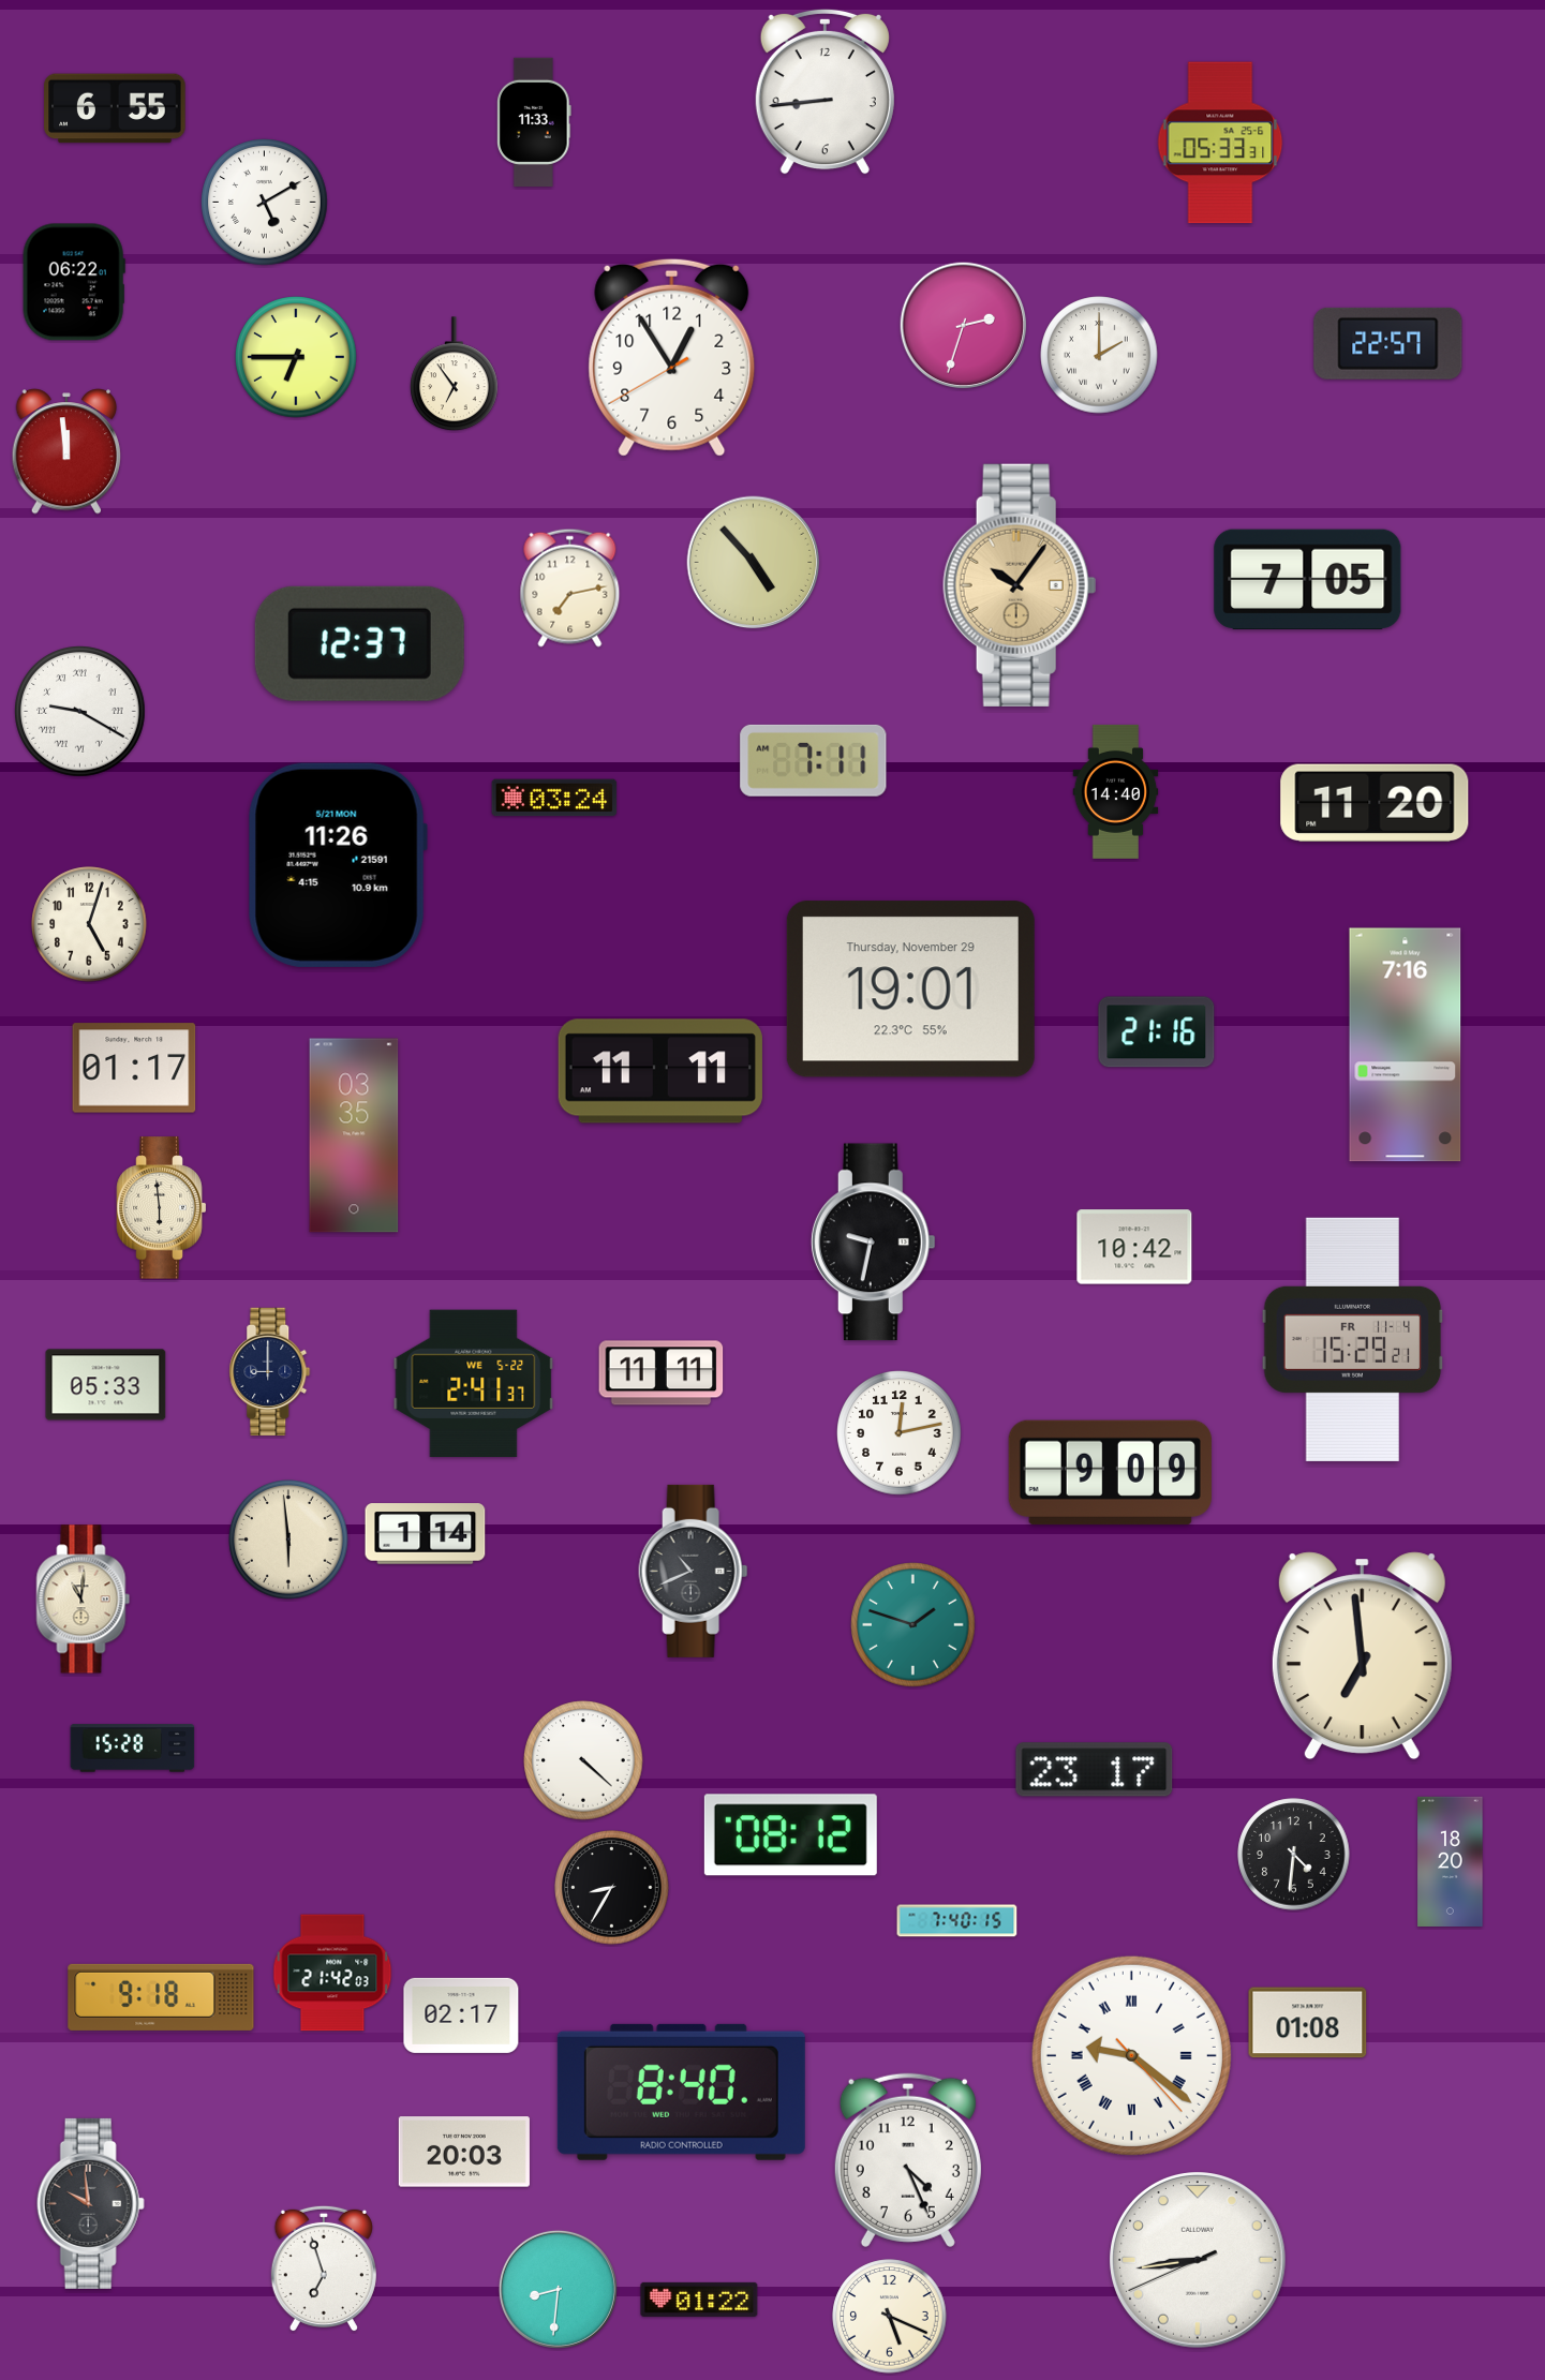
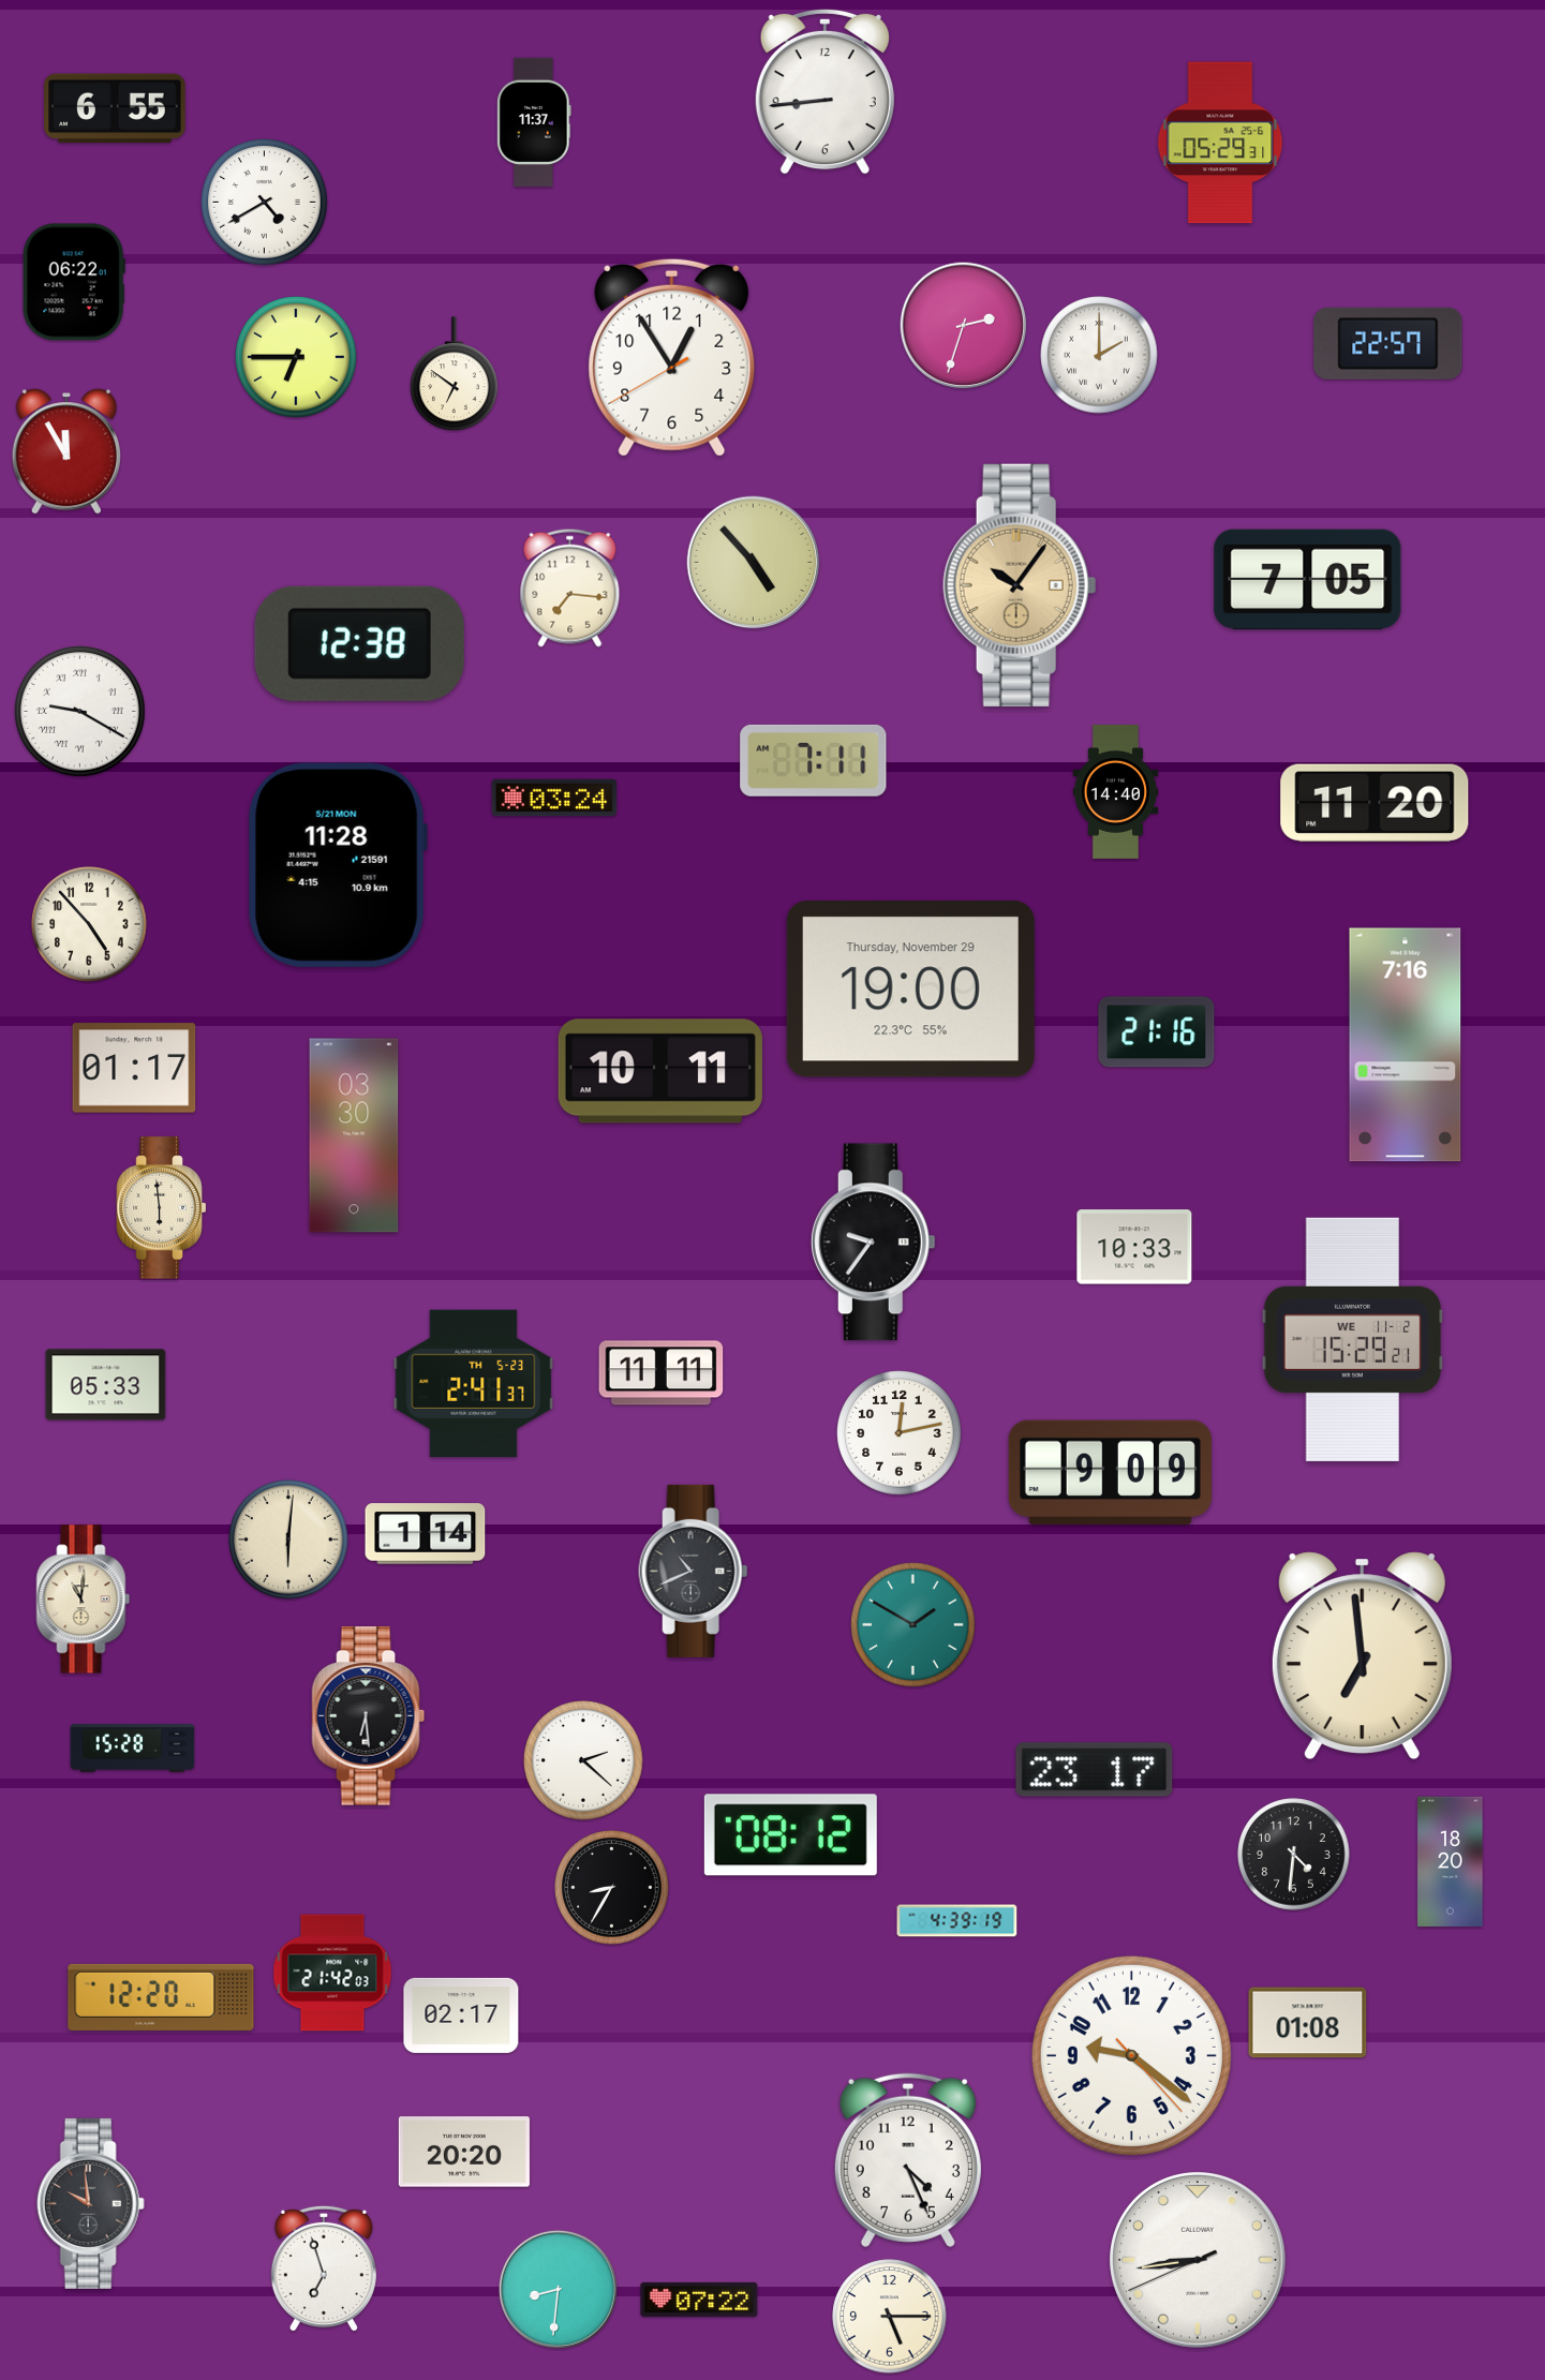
clock at (534, 121): 11:33 -> 11:37
clock at (1220, 143): 05:33 -> 05:29
clock at (265, 203): 5:10 -> 4:40
clock at (455, 373): 6:54 -> 6:51
clock at (65, 451): 11:59 -> 11:55
clock at (570, 587): 7:13 -> 7:16
clock at (359, 643): 12:37 -> 12:38
clock at (338, 865): 11:26 -> 11:28
clock at (89, 924): 5:03 -> 4:53
clock at (910, 990): 19:01 -> 19:00
clock at (660, 1071): 11:11 -> 10:11
clock at (354, 1135): 03:35 -> 03:30
clock at (873, 1243): 9:32 -> 9:36
clock at (1134, 1247): 10:42 -> 10:33
clock at (1353, 1339) date: FR 11-4 -> WE 11-2
clock at (270, 1372): 9:00 -> none
clock at (474, 1384) date: WE 5-22 -> TH 5-23
clock at (288, 1539): 5:59 -> 6:01
clock at (913, 1625): 1:48 -> 1:50
clock at (369, 1716): none -> 6:29
clock at (583, 1760): 4:22 -> 2:22
clock at (957, 1921): 7:40 -> 4:39
clock at (161, 1997): 9:18 -> 12:20
clock at (1131, 2055) numerals: Roman -> Arabic
clock at (681, 2092): 8:40 -> none
clock at (464, 2152): 20:03 -> 20:20
clock at (699, 2300): 01:22 -> 07:22
clock at (890, 2317): 5:19 -> 5:15
